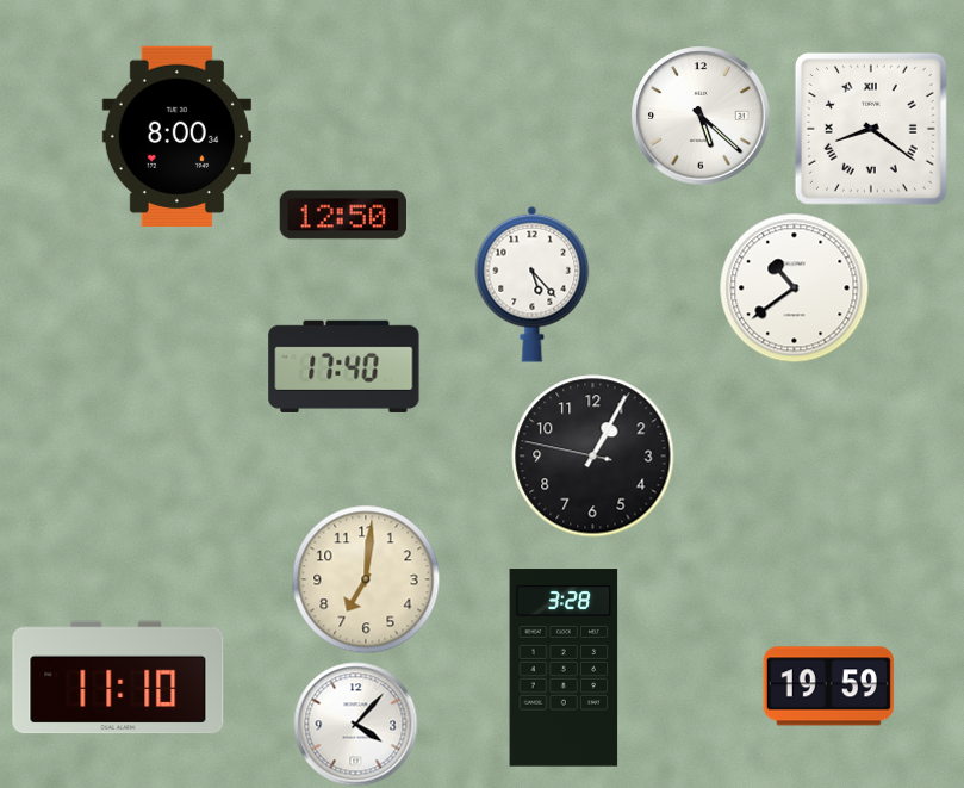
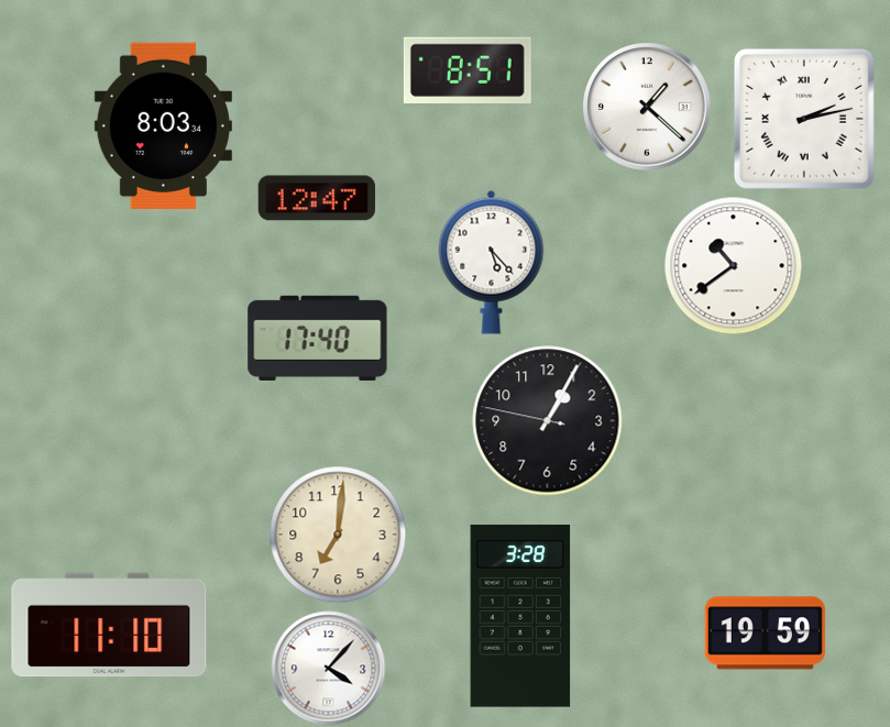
clock at (468, 69): none -> 8:51
clock at (701, 116): 5:22 -> 1:22
clock at (871, 129): 8:21 -> 2:13
clock at (176, 136): 8:00 -> 8:03
clock at (343, 215): 12:50 -> 12:47
